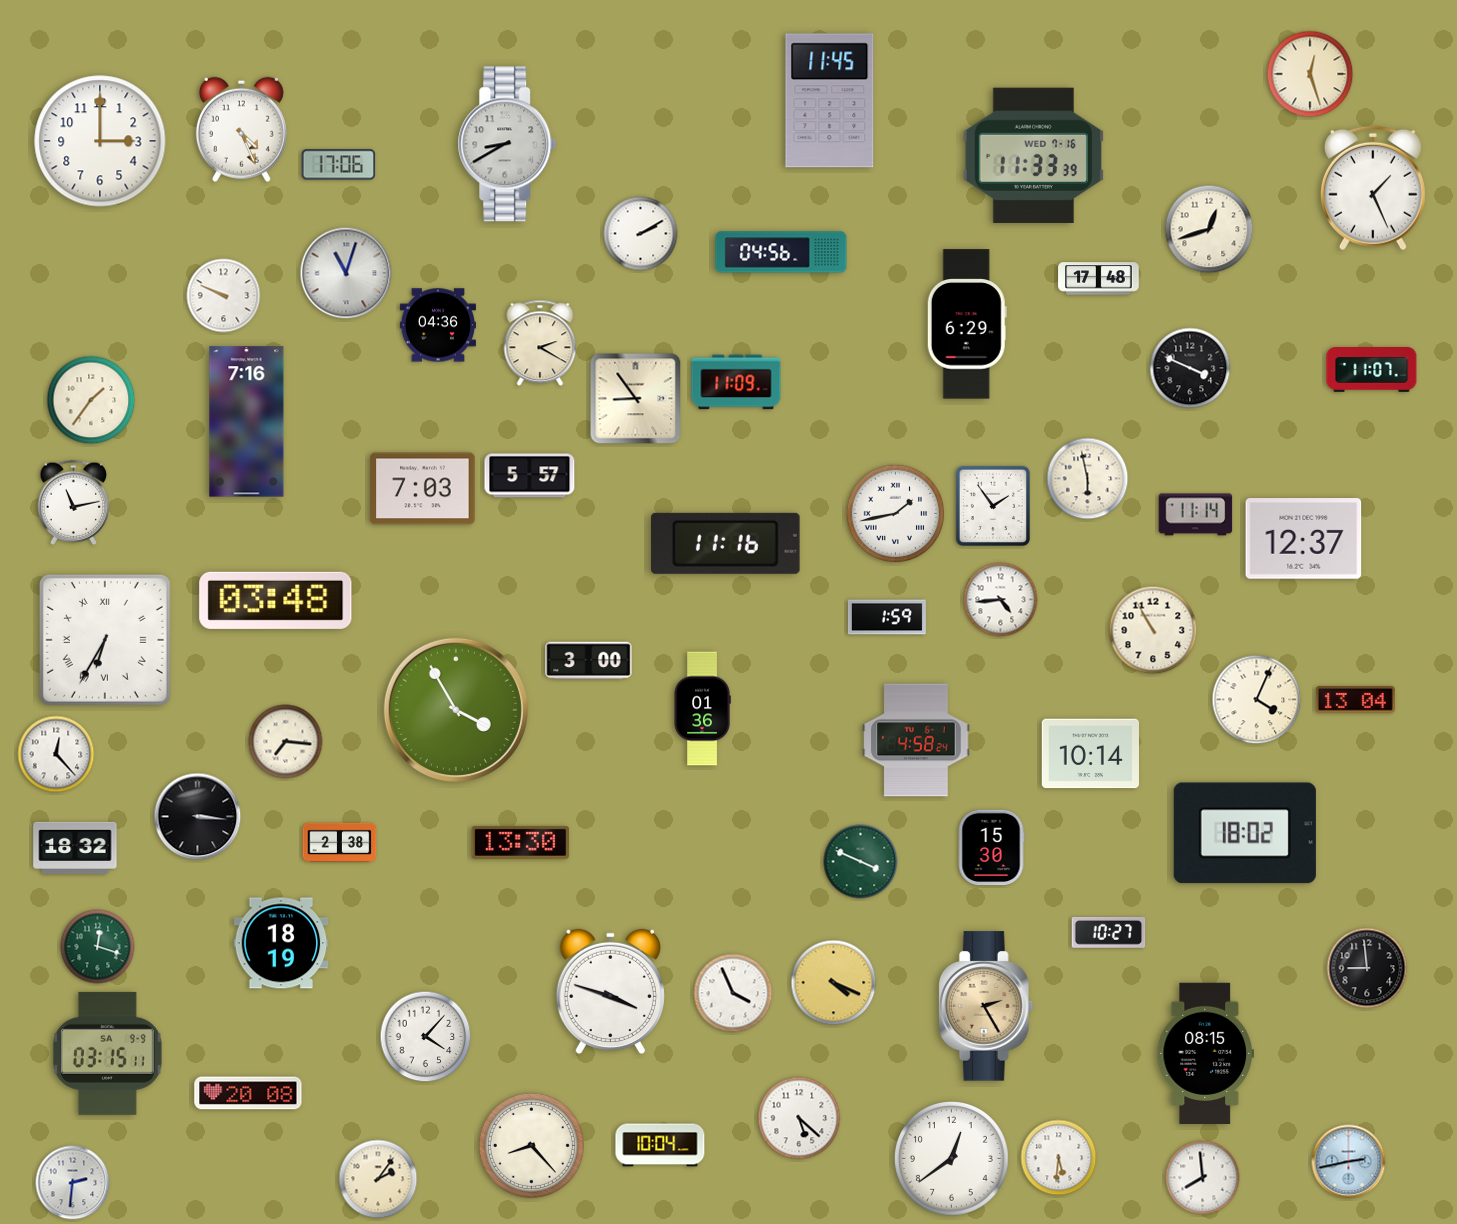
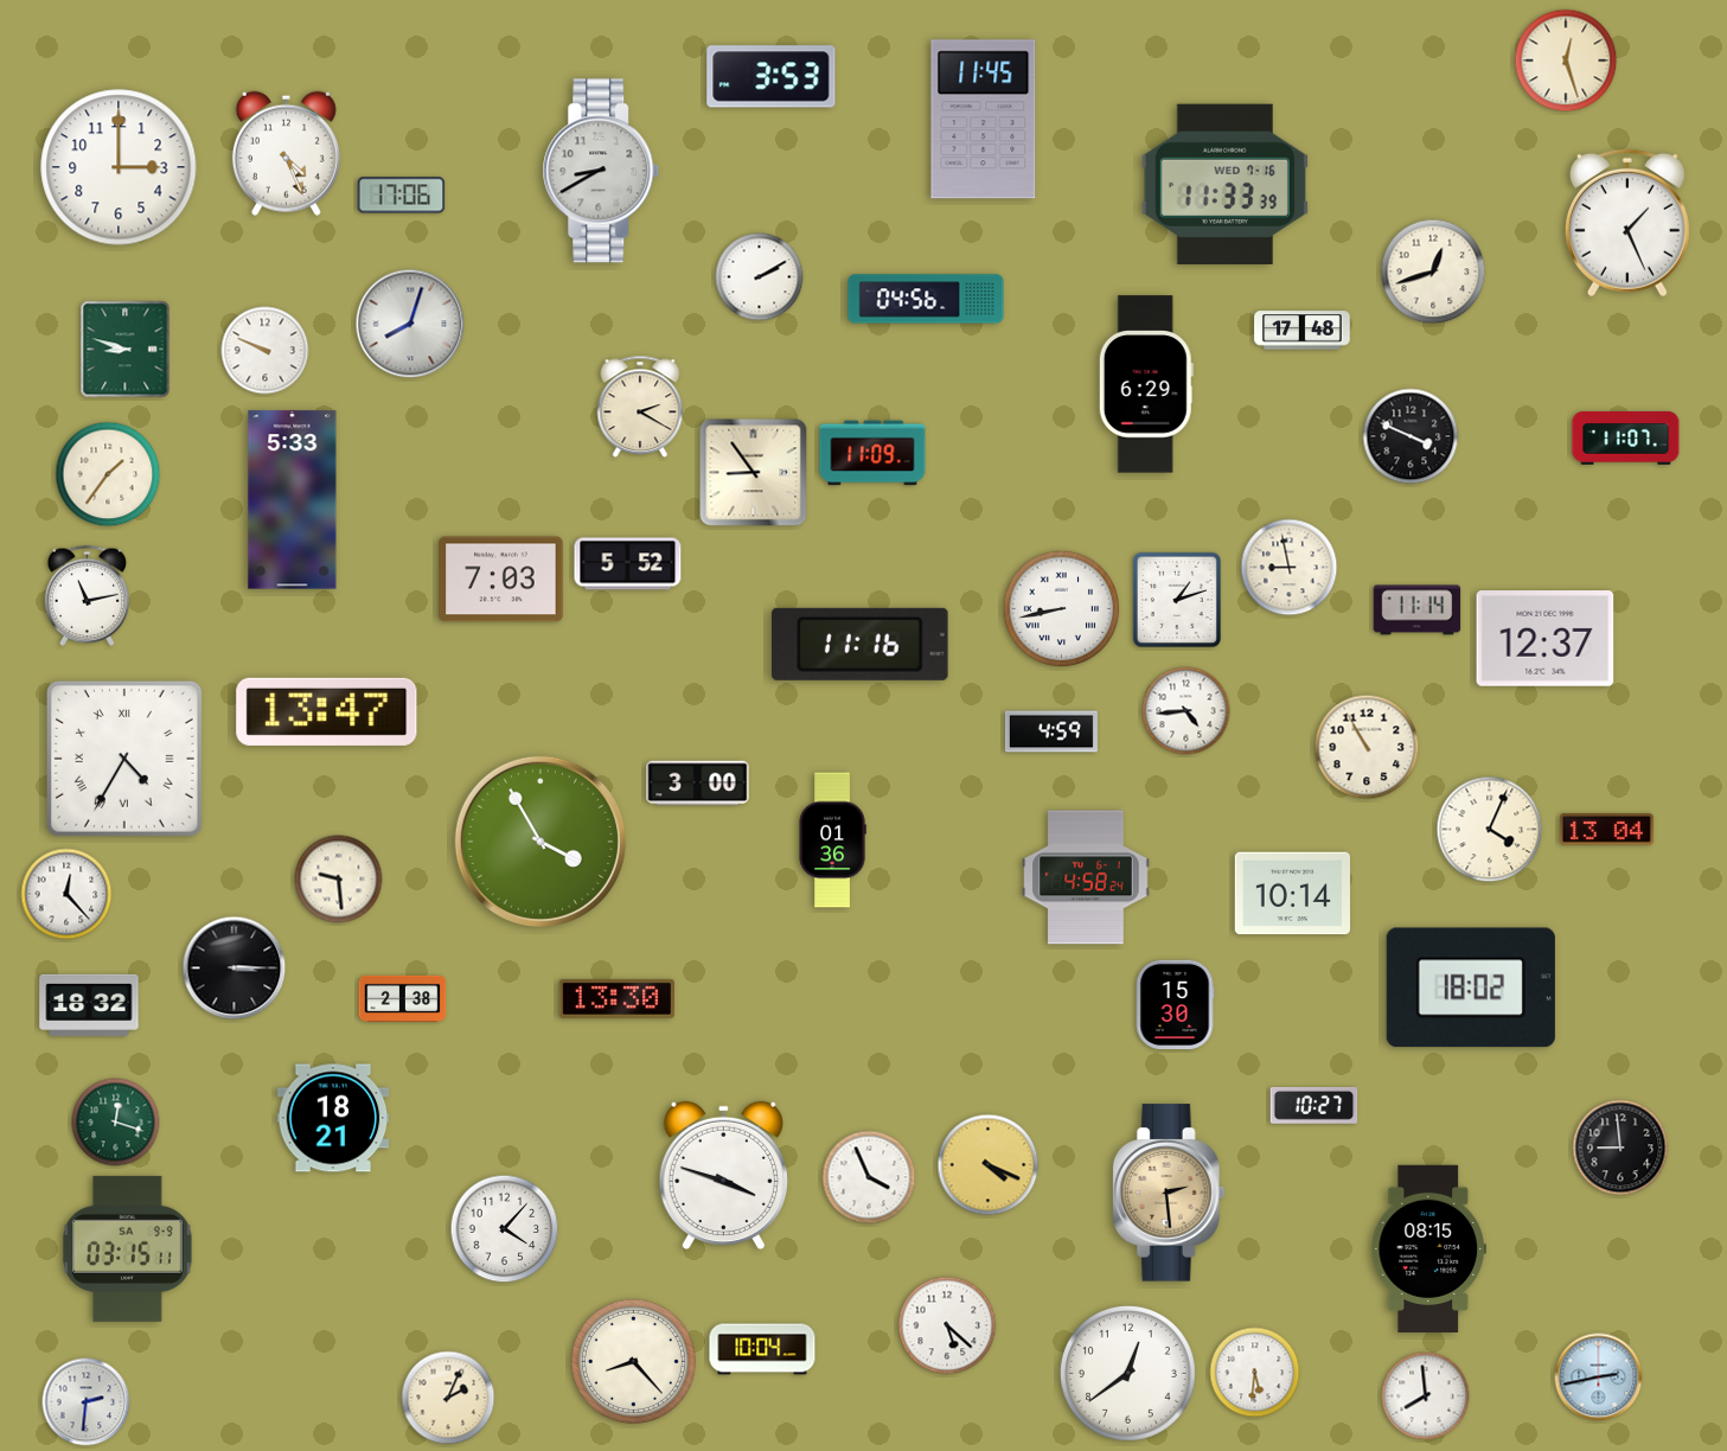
clock at (772, 77): none -> 3:53
clock at (1310, 74) position: (1310, 74) -> (1566, 60)
clock at (346, 273): 11:03 -> 8:03
clock at (126, 350): none -> 8:48
clock at (438, 325): 04:36 -> none
clock at (247, 422): 7:16 -> 5:33
clock at (530, 476): 5:57 -> 5:52
clock at (1088, 479): 5:58 -> 8:58
clock at (992, 505): 1:54 -> 1:12
clock at (896, 514): 1:43 -> 8:43
clock at (276, 600): 03:48 -> 13:47
clock at (887, 617): 1:59 -> 4:59
clock at (105, 640): 6:35 -> 4:35
clock at (286, 742): 7:16 -> 9:29
clock at (198, 817): 3:16 -> 3:15
clock at (1245, 833) position: (1245, 833) -> (1471, 987)
clock at (861, 862): 3:49 -> none
clock at (281, 943): 18:19 -> 18:21
clock at (986, 1006): 2:25 -> 2:29
clock at (248, 1093): 20:08 -> none
clock at (531, 1145) position: (531, 1145) -> (633, 1361)
clock at (660, 1145) position: (660, 1145) -> (762, 1349)
clock at (378, 1179): 2:06 -> 2:04
